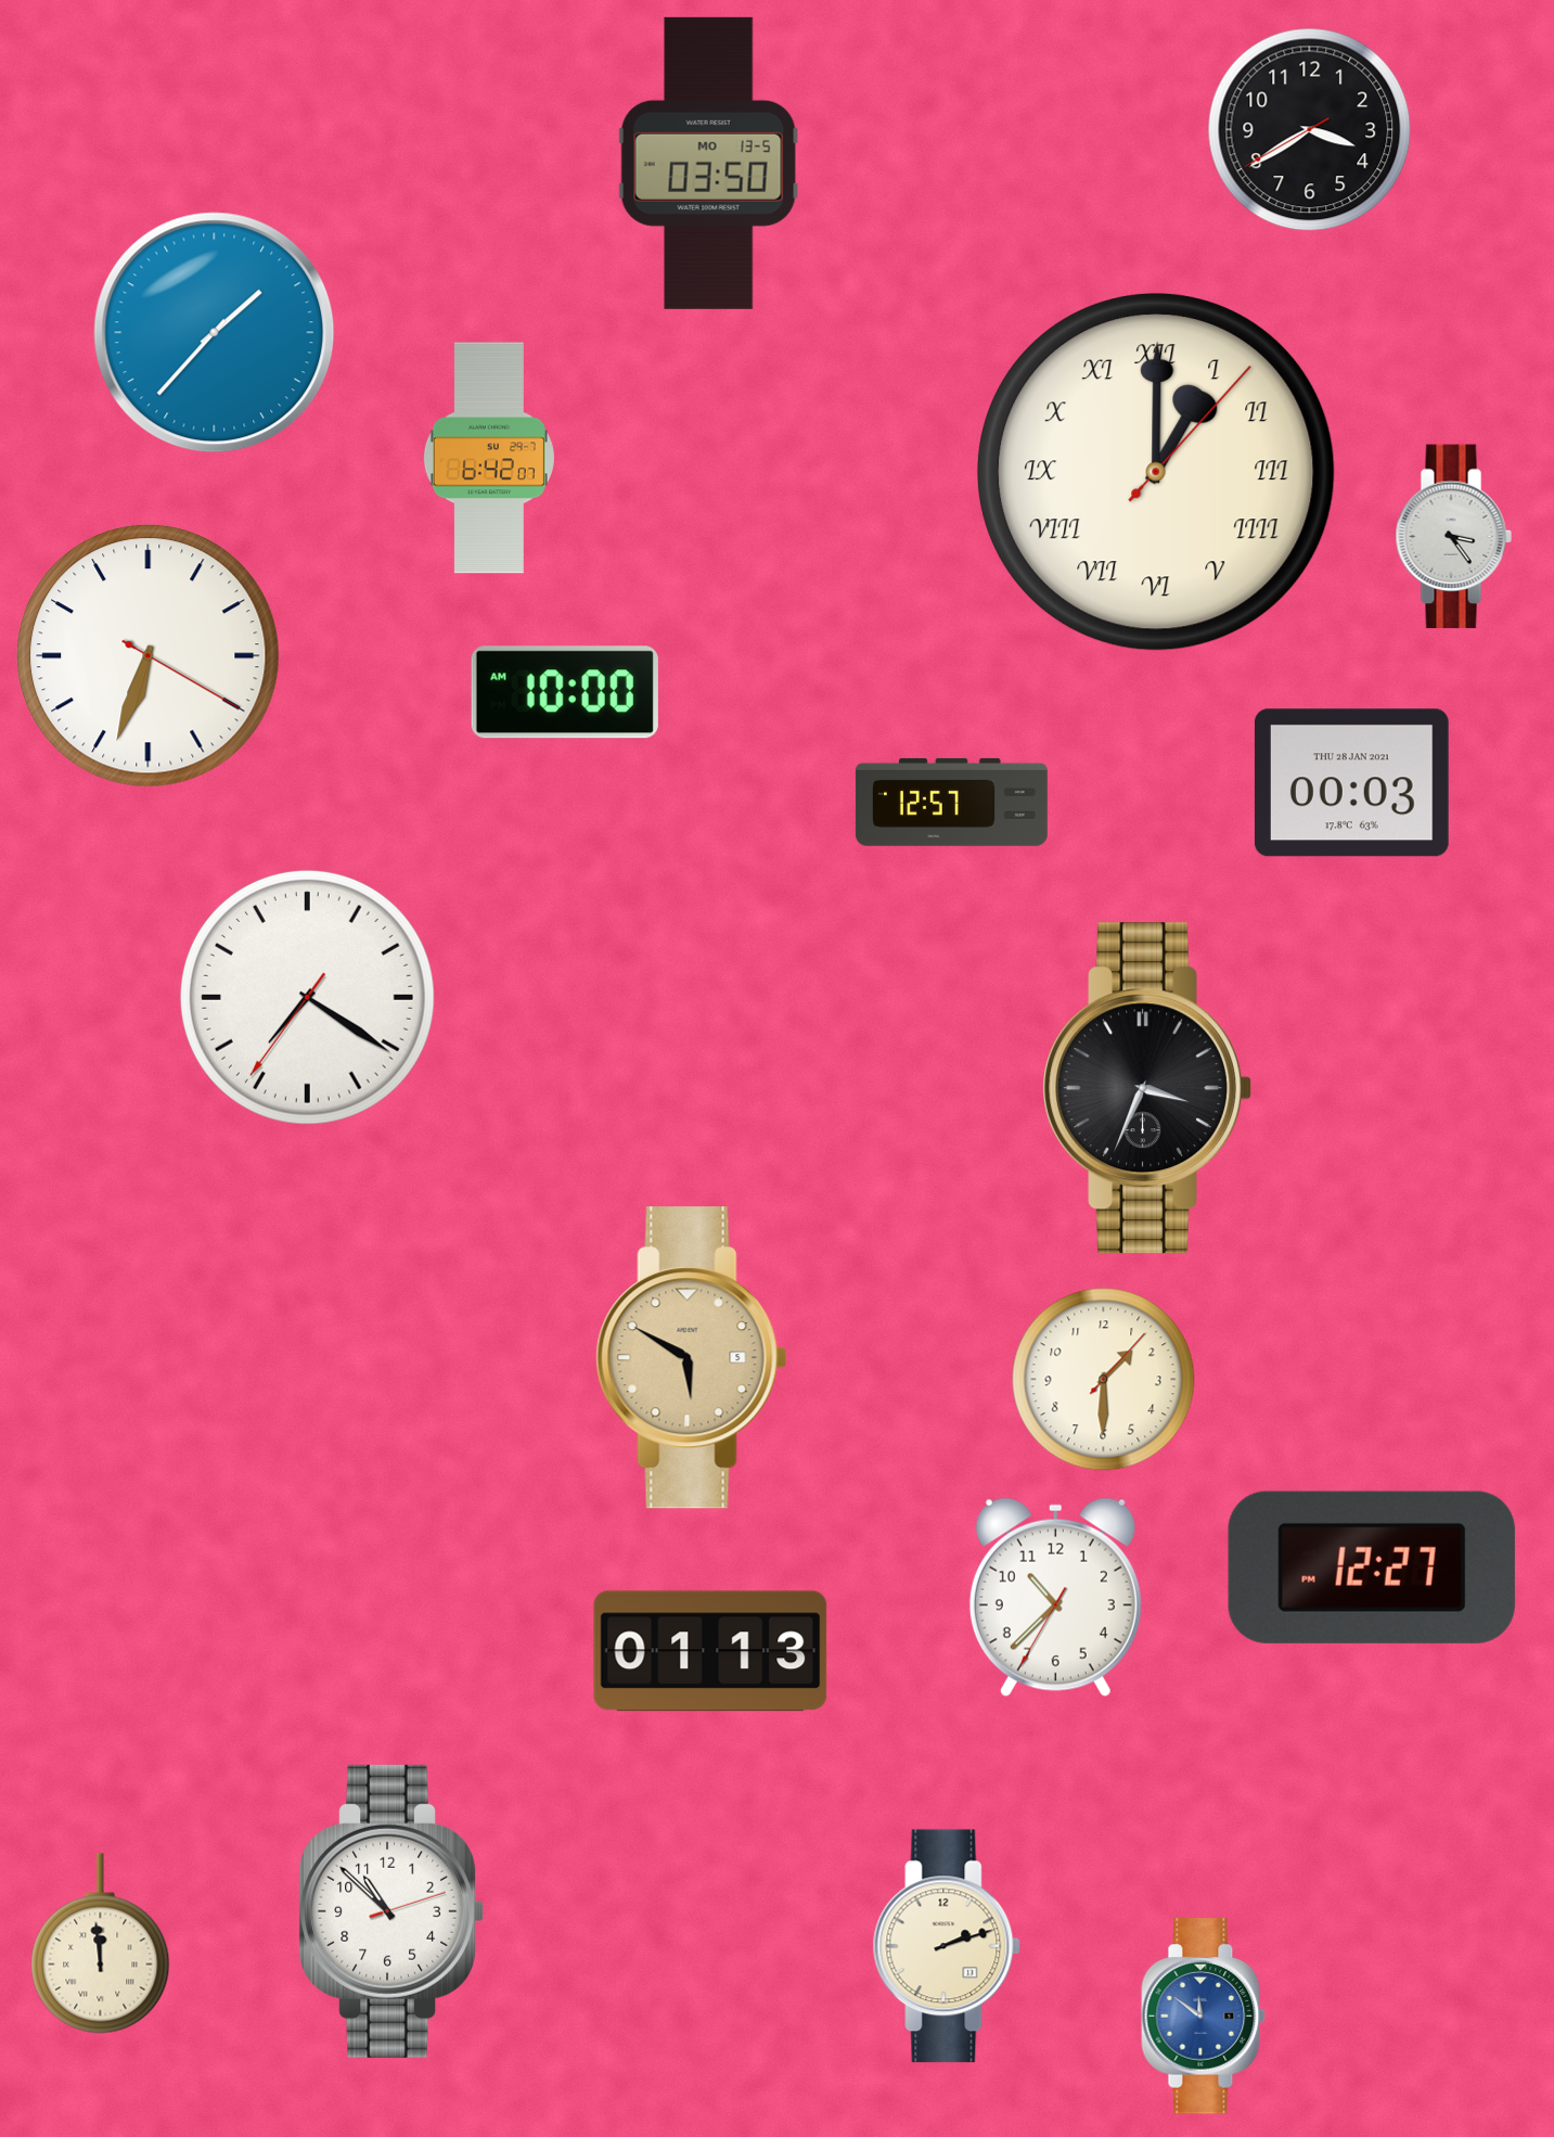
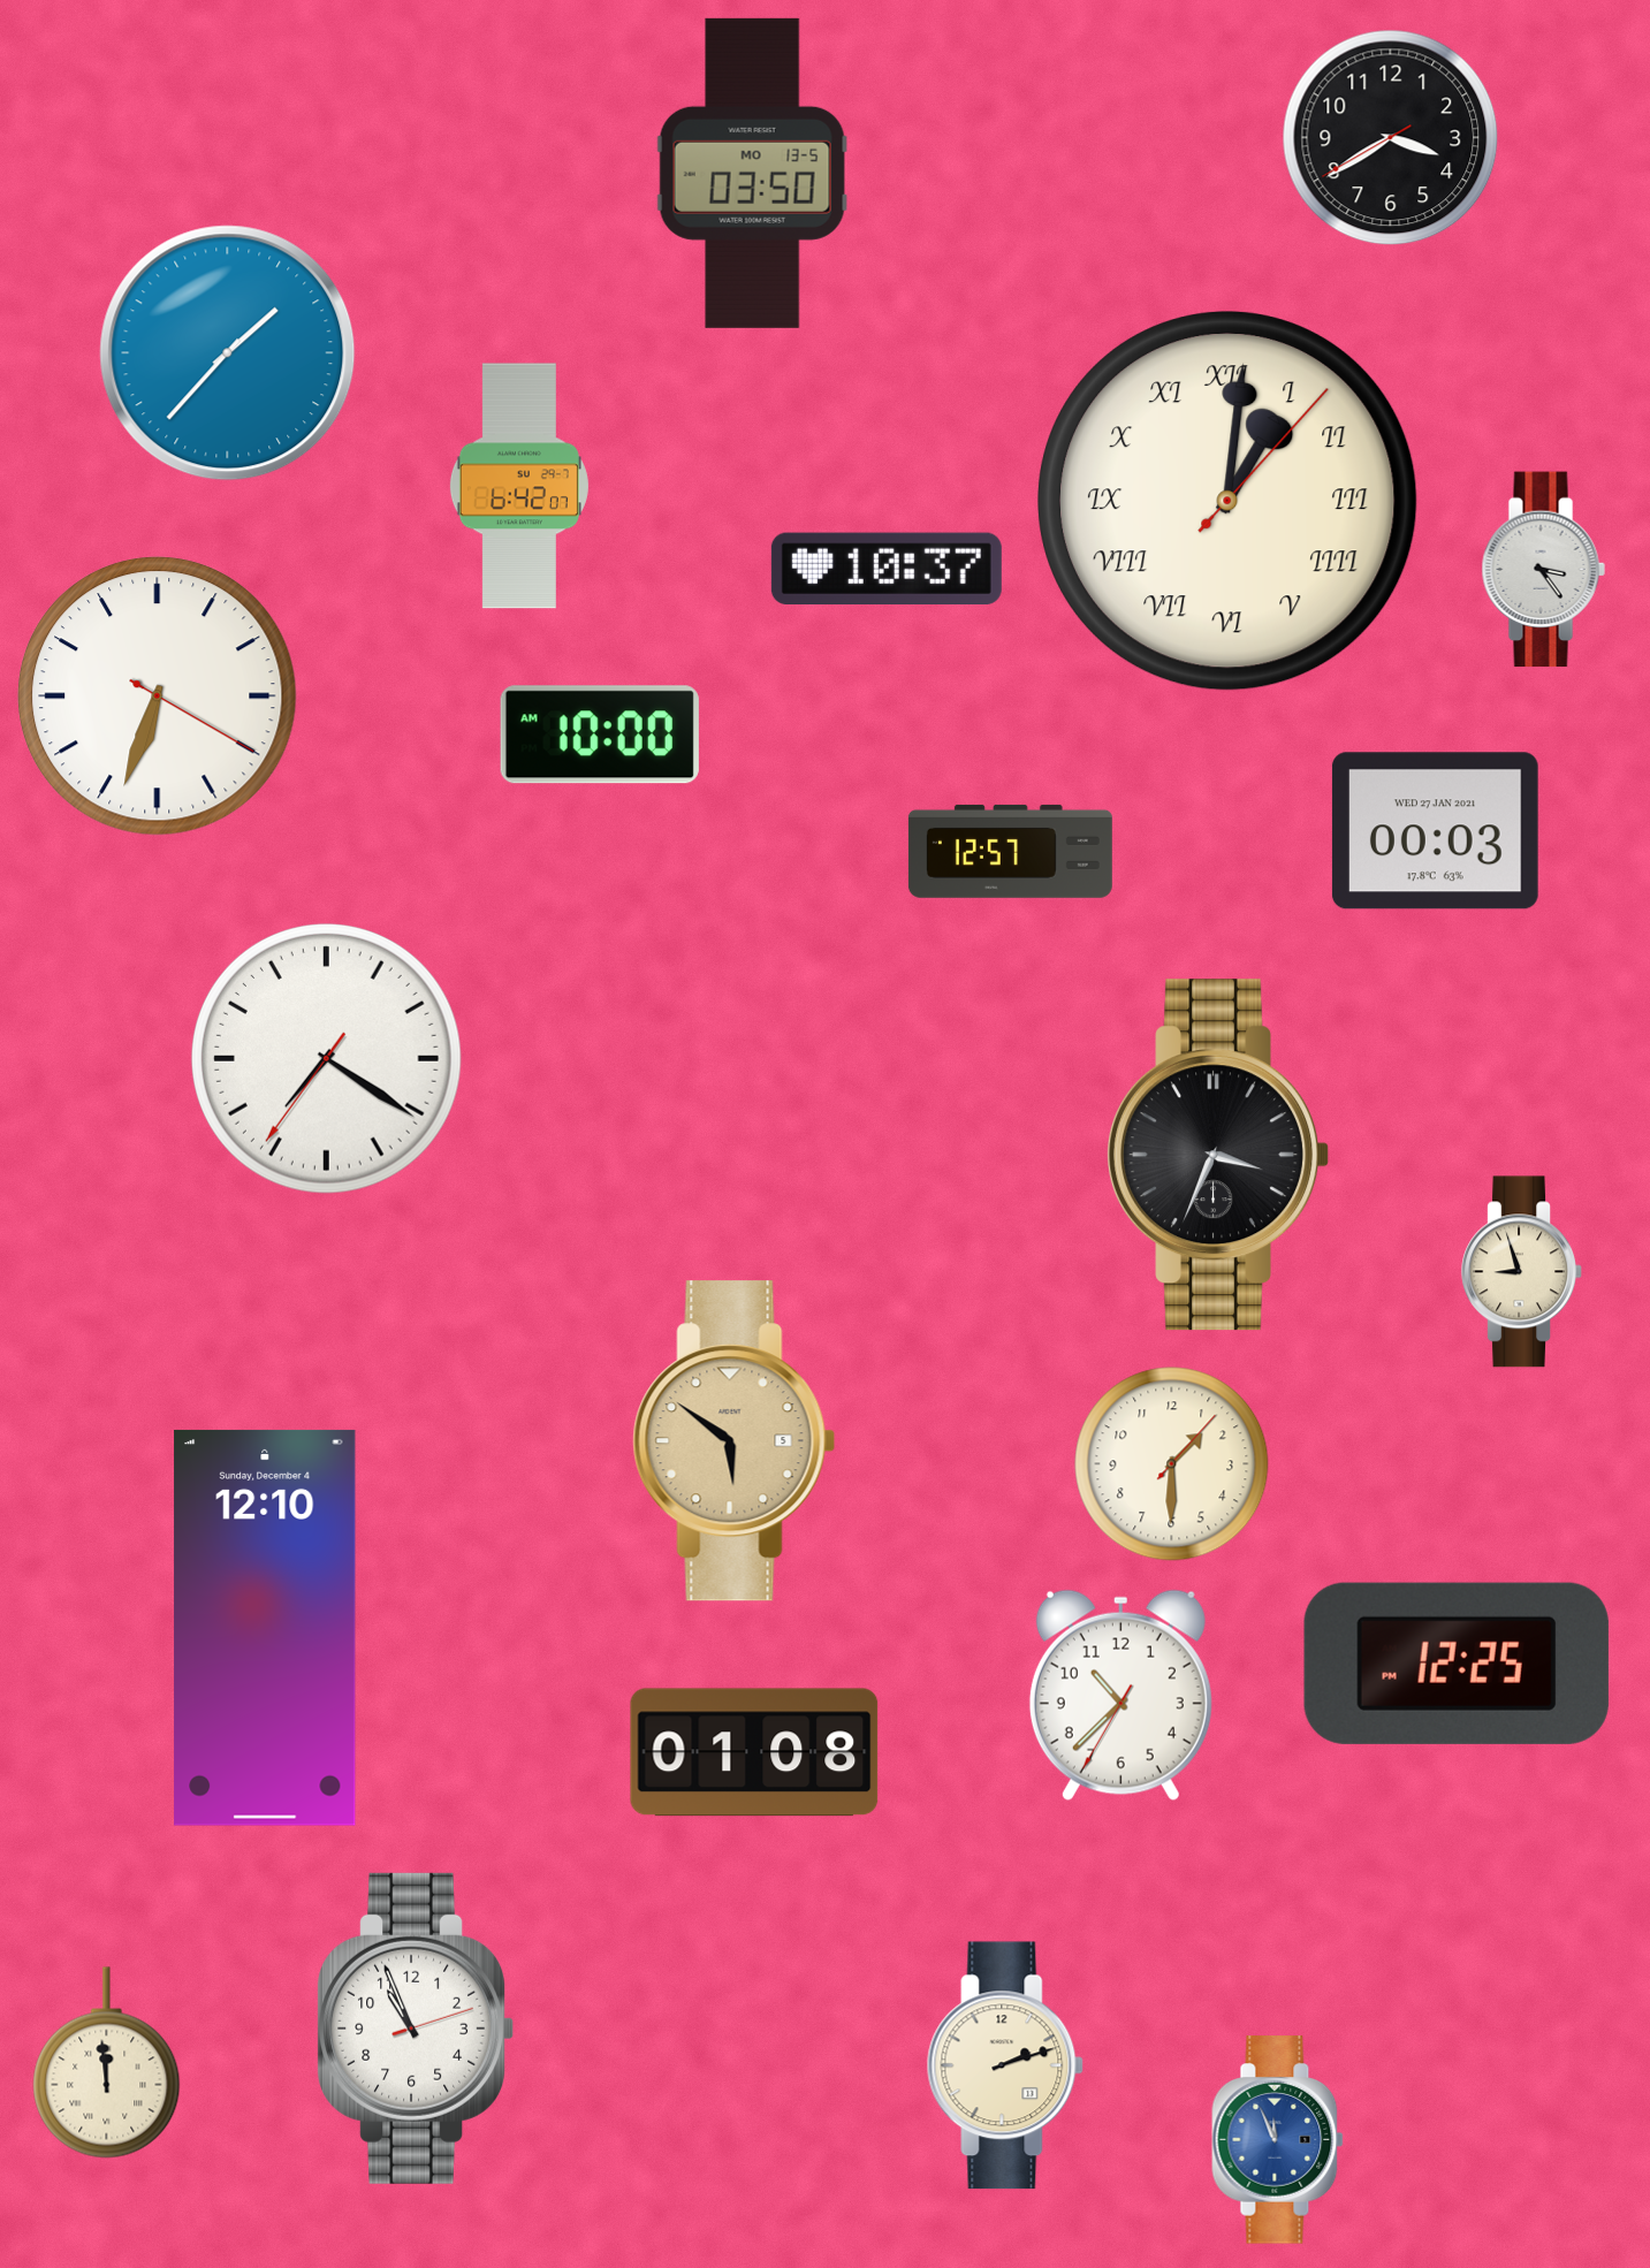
clock at (1157, 473): 1:00 -> 1:01
clock at (887, 568): none -> 10:37
clock at (1351, 783) date: THU 28 JAN 2021 -> WED 27 JAN 2021
clock at (1521, 1272): none -> 8:57
clock at (692, 1358): 5:50 -> 5:51
clock at (265, 1628): none -> 12:10
clock at (1372, 1567): 12:27 -> 12:25
clock at (710, 1651): 01:13 -> 01:08
clock at (390, 1911): 10:52 -> 10:56
clock at (1204, 2017): 11:51 -> 11:56
